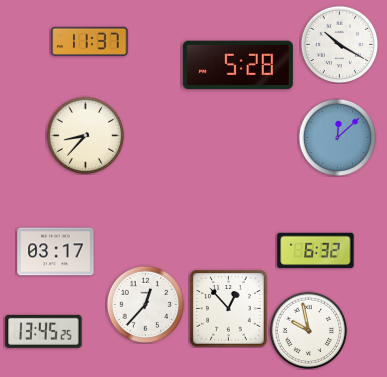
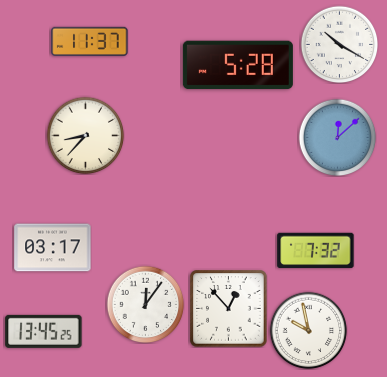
clock at (316, 251): 6:32 -> 7:32
clock at (56, 252) position: (56, 252) -> (53, 248)
clock at (145, 304): 12:37 -> 12:06
